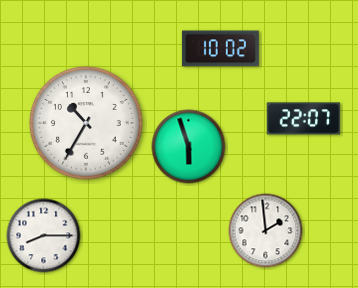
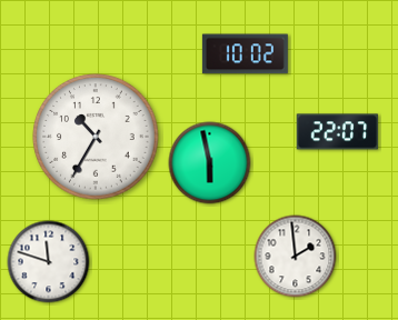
clock at (189, 147): 5:57 -> 5:58
clock at (44, 236): 8:15 -> 11:48
